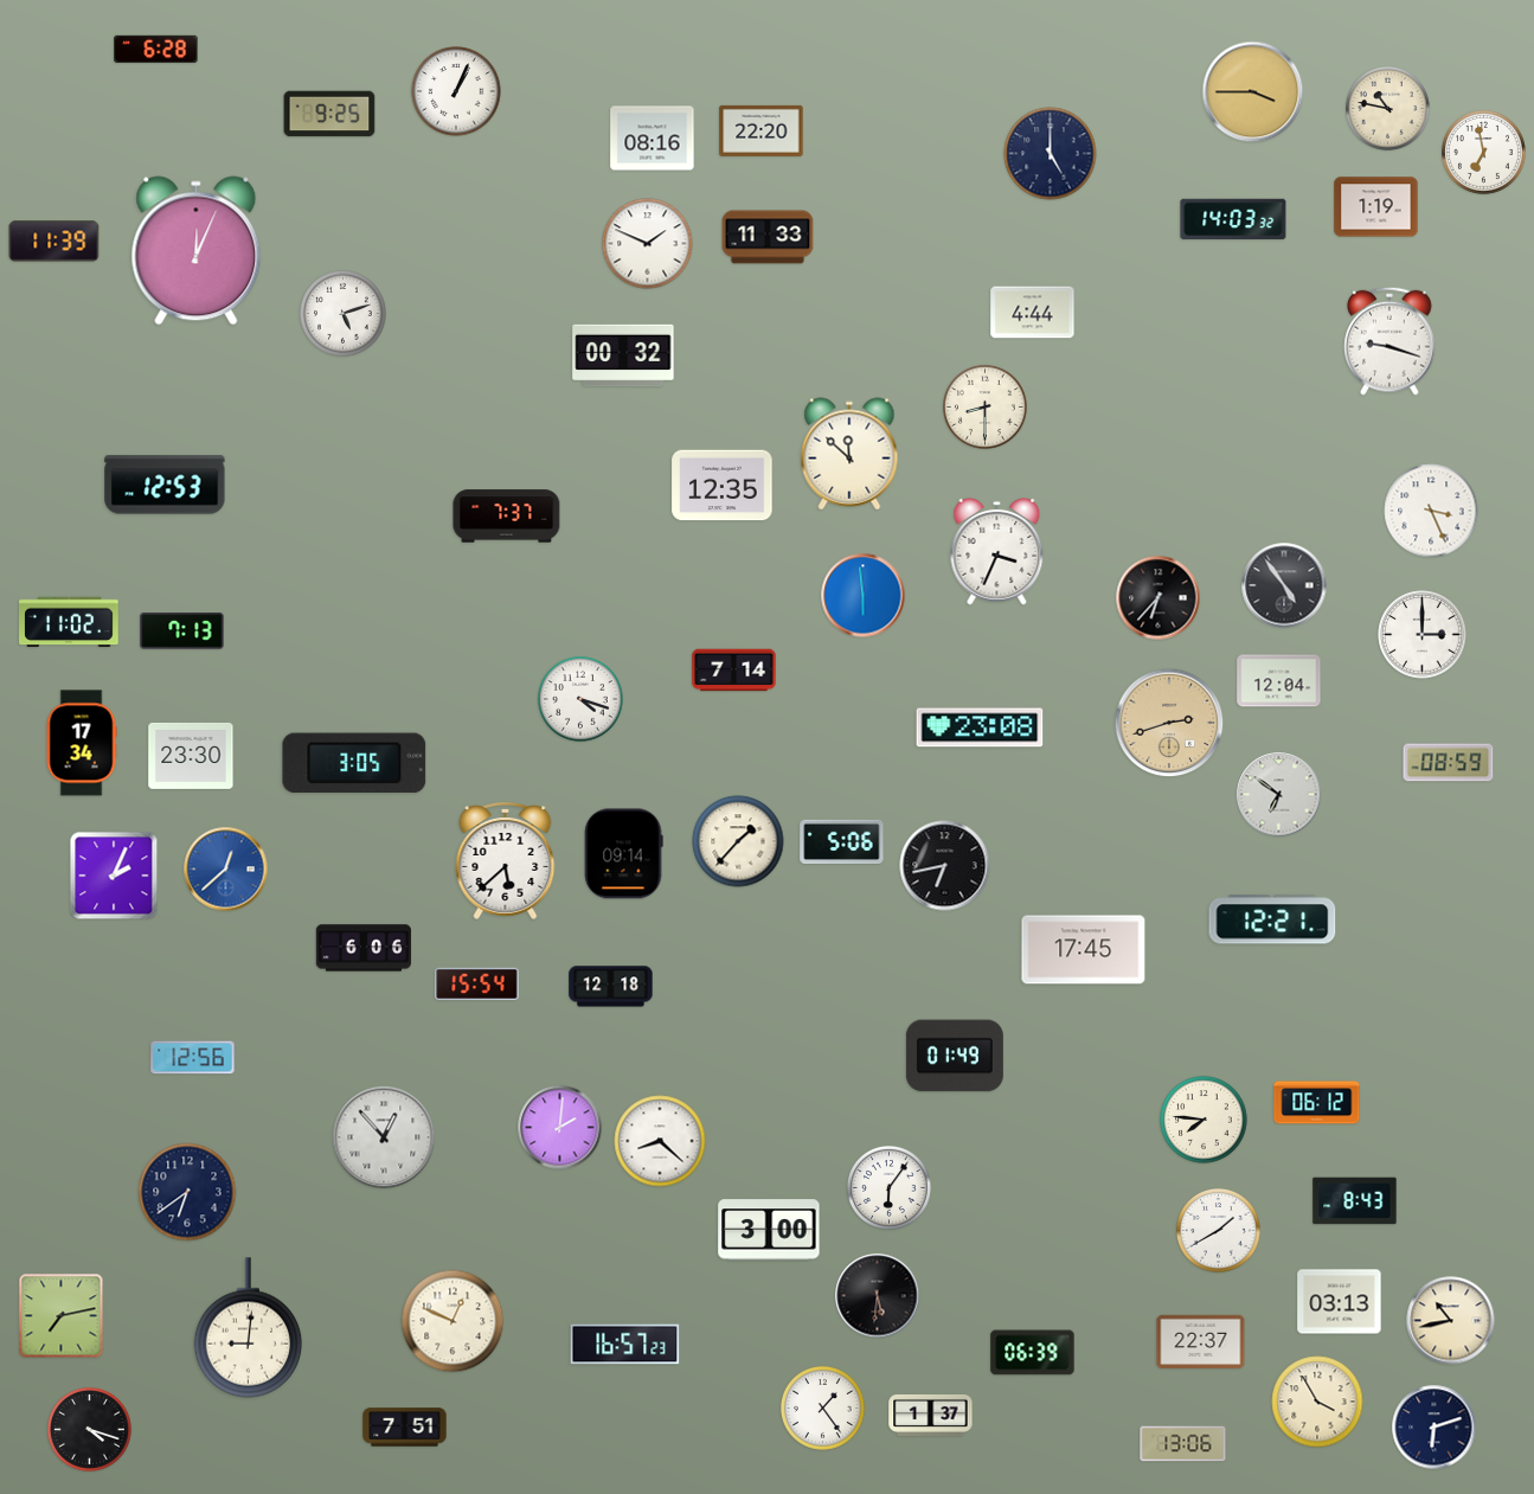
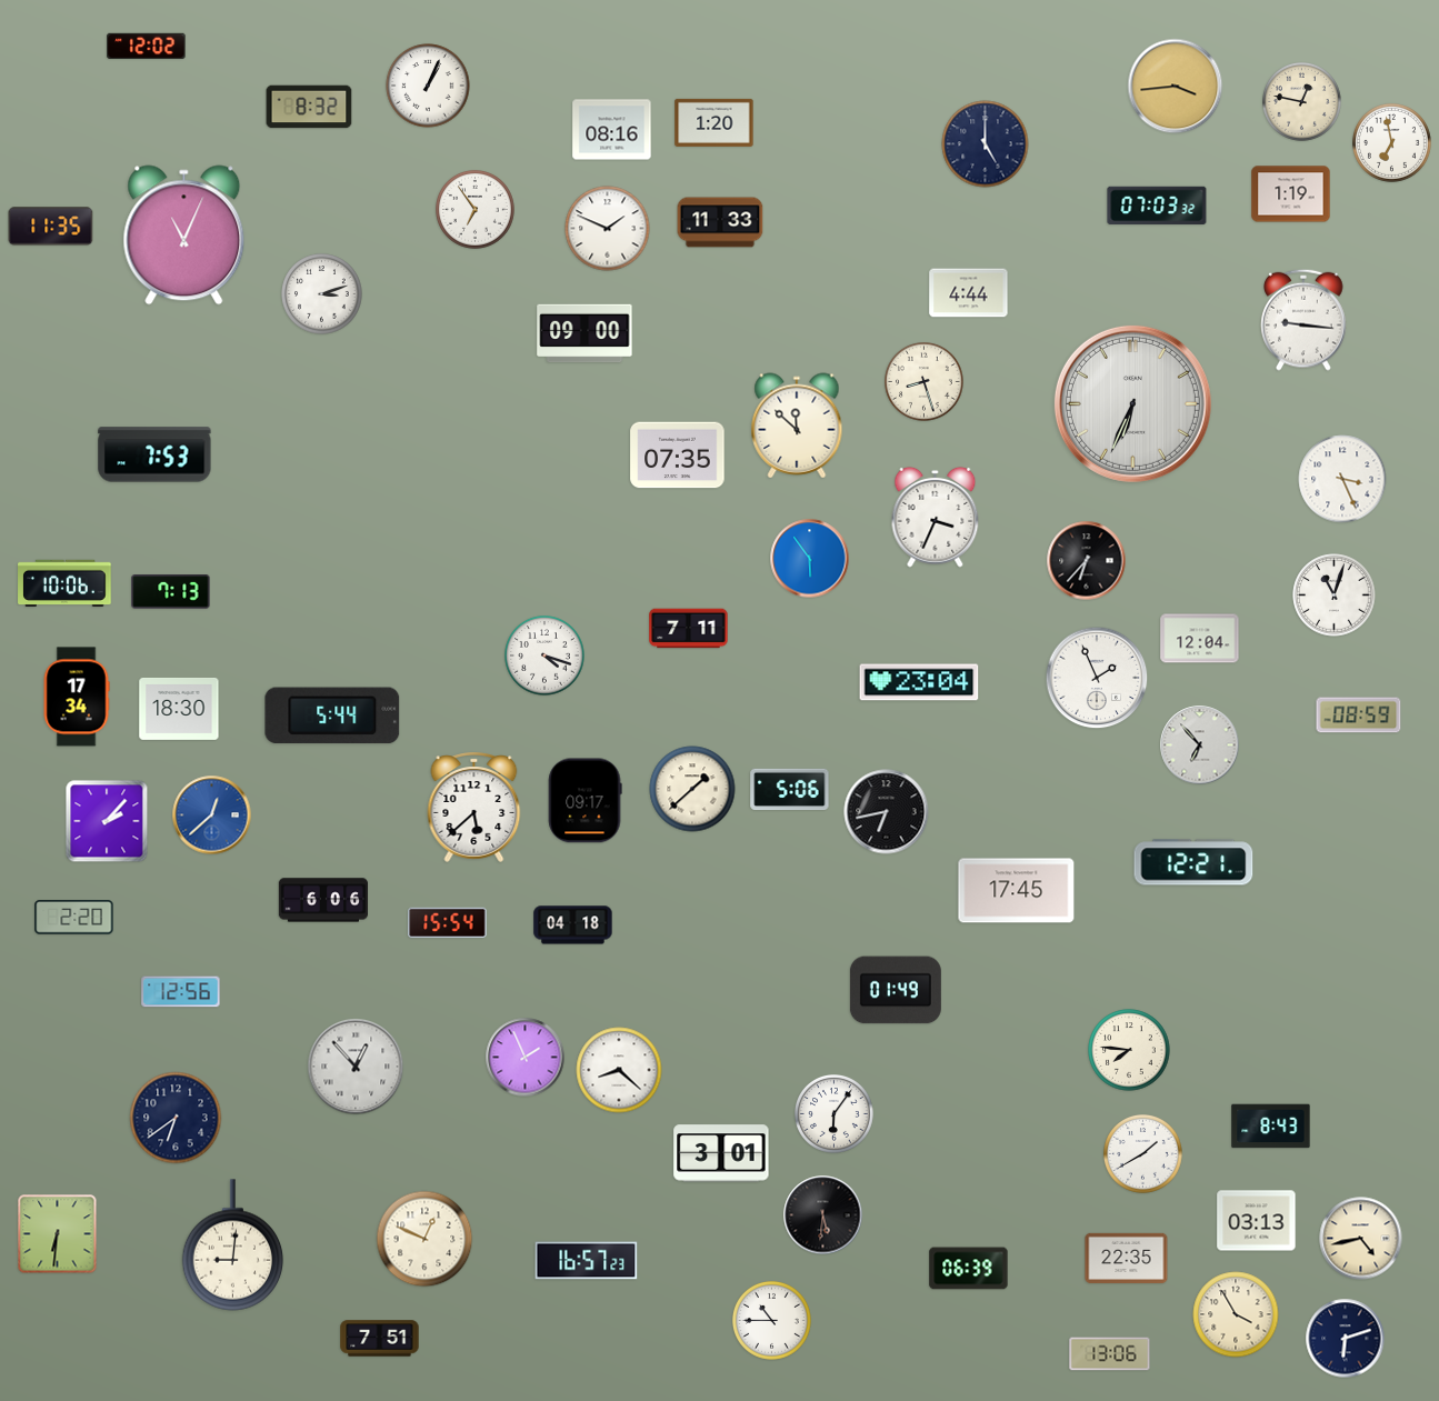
clock at (156, 49): 6:28 -> 12:02
clock at (1253, 92): 3:45 -> 3:44
clock at (1388, 109): 10:47 -> 12:47
clock at (329, 114): 9:25 -> 8:32
clock at (762, 130): 22:20 -> 1:20
clock at (1233, 219): 14:03 -> 07:03
clock at (476, 210): none -> 6:54
clock at (54, 242): 11:39 -> 11:35
clock at (197, 251): 12:04 -> 11:04
clock at (344, 314): 5:12 -> 3:12
clock at (1389, 341): 9:18 -> 9:16
clock at (623, 355): 00:32 -> 09:00
clock at (986, 408): 8:30 -> 8:27
clock at (1132, 403): none -> 6:34
clock at (165, 485): 12:53 -> 7:53
clock at (723, 486): 12:35 -> 07:35
clock at (507, 517): 7:37 -> none
clock at (1284, 585): 4:54 -> none
clock at (864, 596): 5:59 -> 5:54
clock at (69, 622): 11:02 -> 10:06
clock at (1423, 635): 3:00 -> 11:03
clock at (734, 671): 7:14 -> 7:11
clock at (1169, 723): 2:42 -> 1:56
clock at (1169, 723) dial: champagne -> white
clock at (980, 727): 23:08 -> 23:04
clock at (191, 756): 23:30 -> 18:30
clock at (354, 763): 3:05 -> 5:44
clock at (1279, 795): 6:51 -> 6:53
clock at (738, 841): 1:37 -> 1:38
clock at (623, 854): 09:14 -> 09:17
clock at (114, 876): 2:04 -> 2:07
clock at (364, 948) position: (364, 948) -> (323, 900)
clock at (74, 918): none -> 2:20
clock at (611, 987): 12:18 -> 04:18
clock at (1317, 1103): 06:12 -> none
clock at (560, 1128): 2:01 -> 1:56
clock at (384, 1137) position: (384, 1137) -> (356, 1067)
clock at (769, 1230): 3:00 -> 3:01
clock at (62, 1316): 7:13 -> 6:31
clock at (1451, 1321): 10:43 -> 4:43
clock at (1201, 1341): 22:37 -> 22:35
clock at (823, 1409): 1:24 -> 10:45
clock at (931, 1415): 1:37 -> none
clock at (90, 1430): 4:18 -> none
